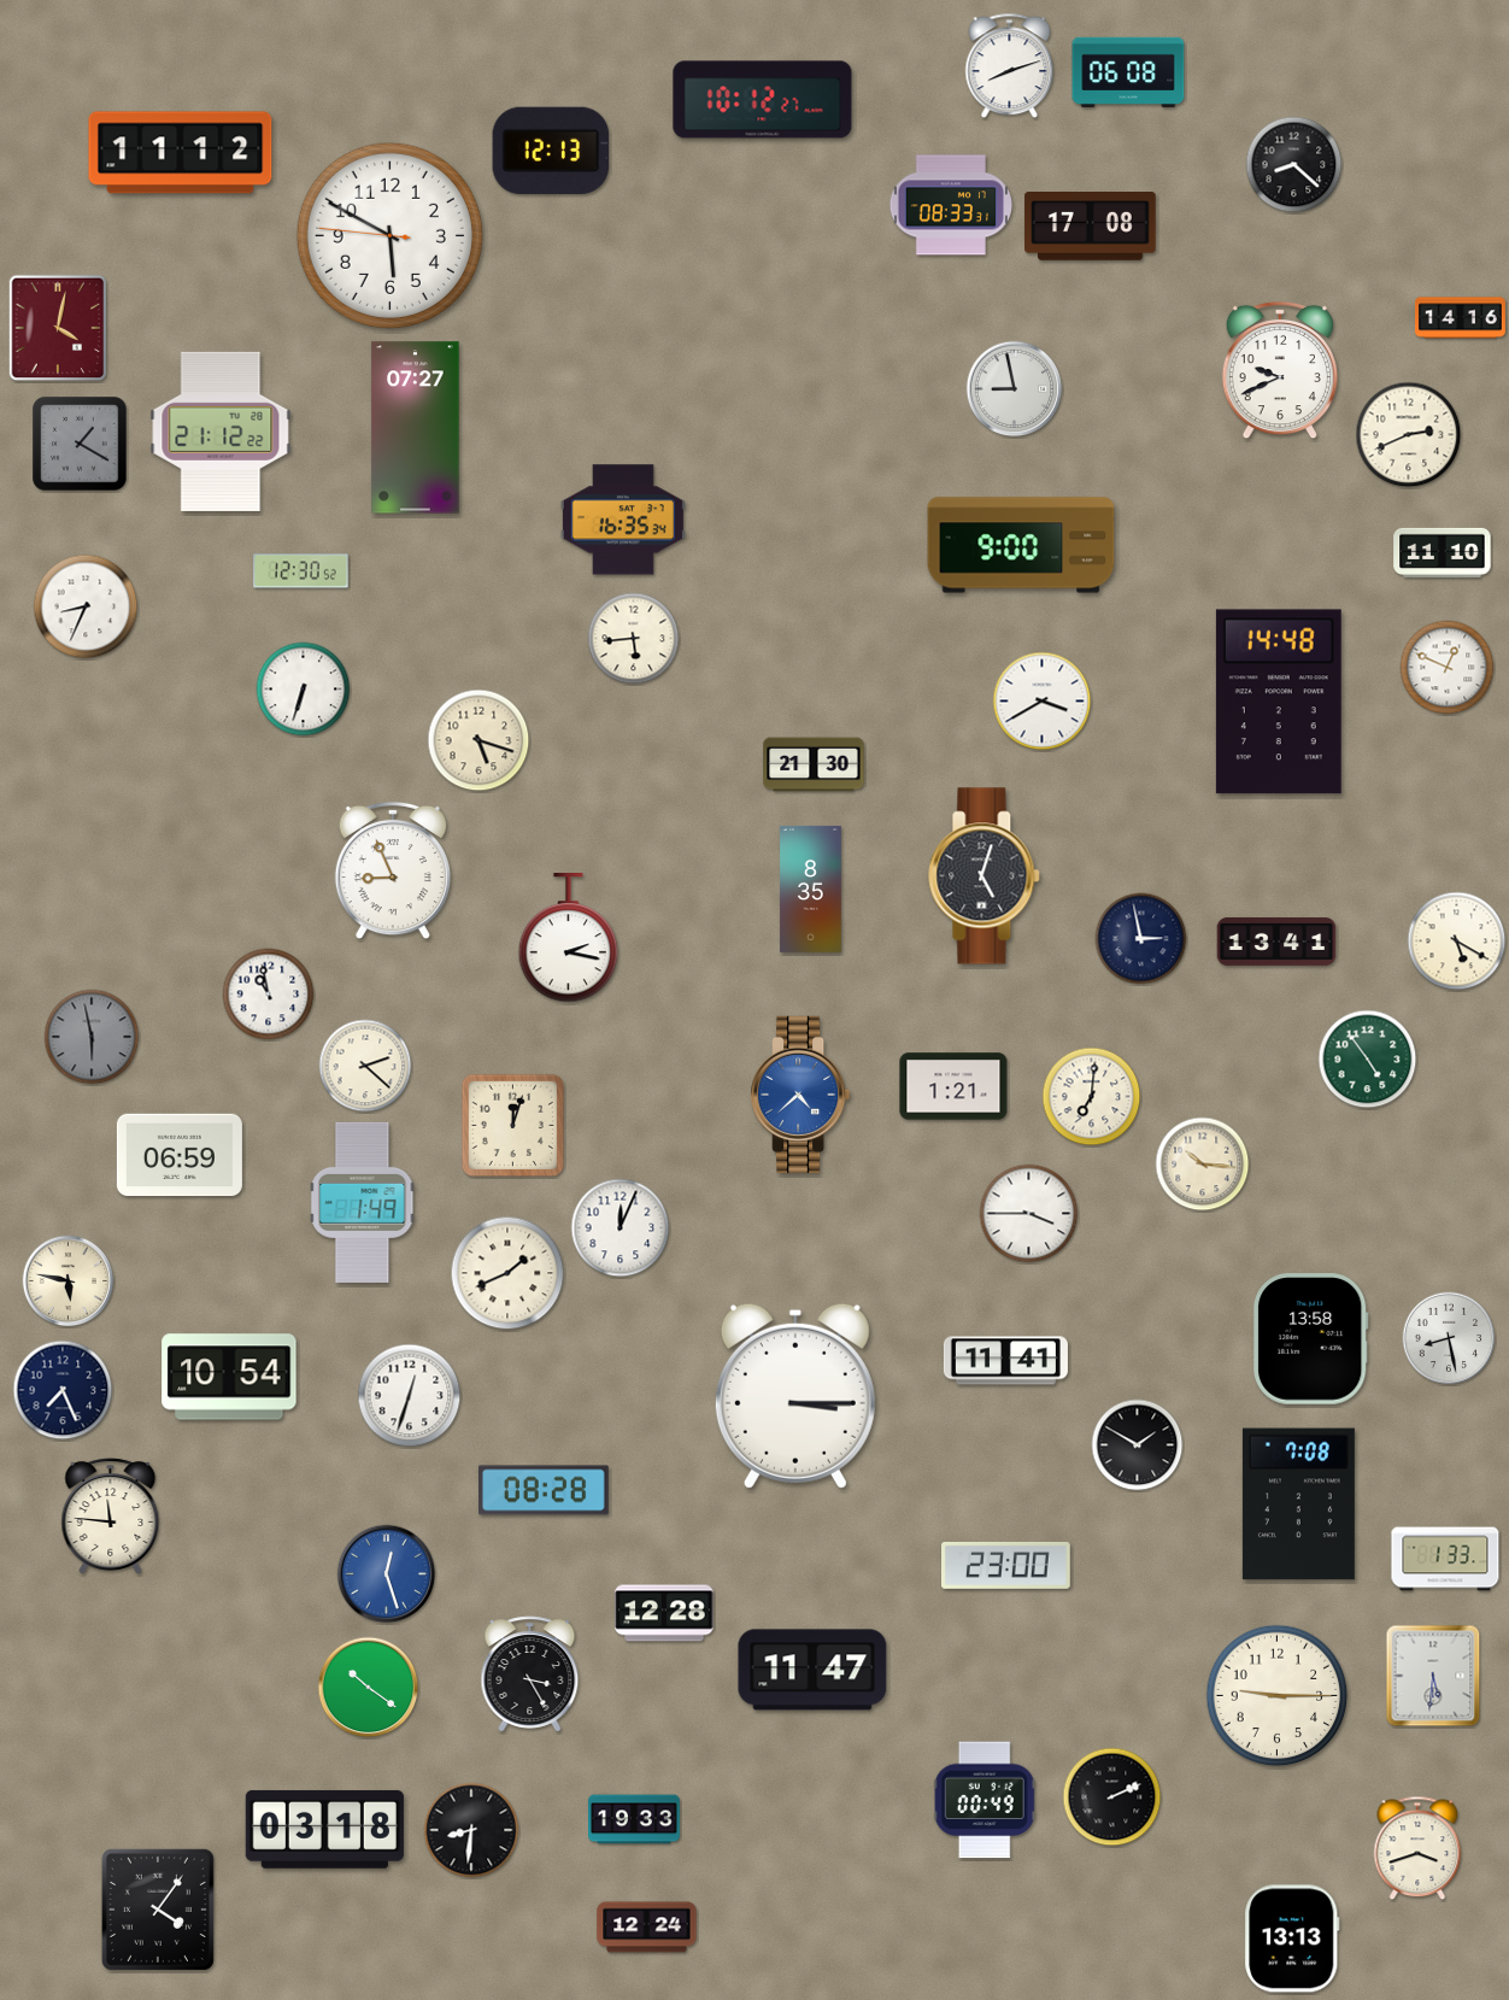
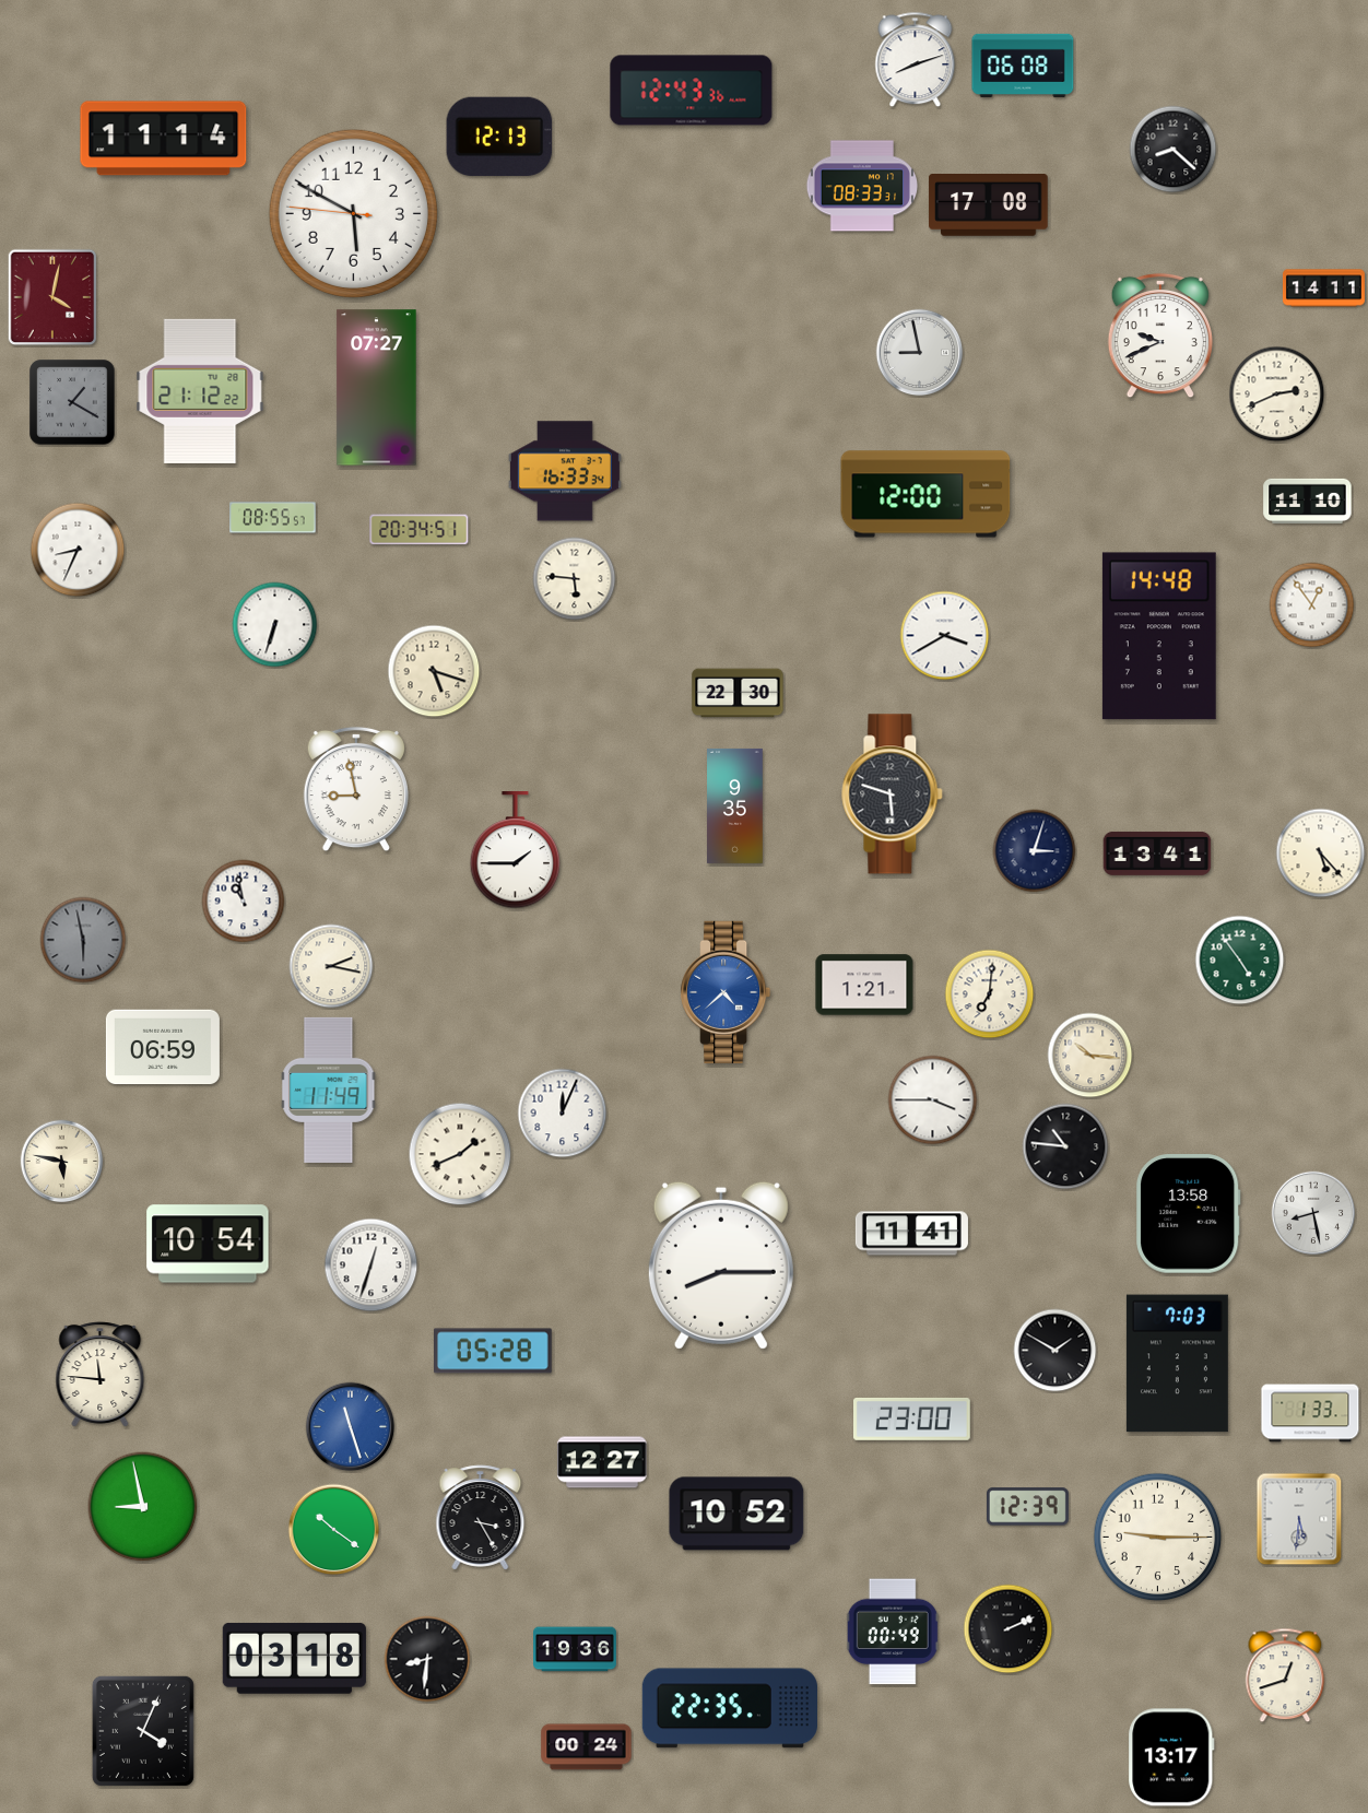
clock at (763, 100): 10:12 -> 12:43
clock at (181, 153): 11:12 -> 11:14
clock at (1460, 318): 14:16 -> 14:11
clock at (623, 520): 16:35 -> 16:33
clock at (1021, 545): 9:00 -> 12:00
clock at (301, 571): 12:30 -> 08:55
clock at (420, 530): none -> 20:34
clock at (634, 639): 5:44 -> 5:46
clock at (1448, 668): 12:49 -> 12:54
clock at (814, 764): 21:30 -> 22:30
clock at (392, 870): 8:56 -> 8:58
clock at (985, 876): 5:03 -> 5:48
clock at (811, 888): 8:35 -> 9:35
clock at (569, 938): 2:17 -> 1:45
clock at (1141, 939): 2:58 -> 3:03
clock at (1457, 942): 5:20 -> 5:23
clock at (365, 1066): 2:22 -> 2:17
clock at (512, 1125): 12:03 -> none
clock at (363, 1202): 1:49 -> 11:49
clock at (1065, 1146): none -> 10:46
clock at (229, 1377) position: (229, 1377) -> (208, 1244)
clock at (63, 1390): 7:26 -> none
clock at (795, 1396): 3:15 -> 8:15
clock at (1138, 1445) position: (1138, 1445) -> (1056, 1351)
clock at (545, 1490): 08:28 -> 05:28
clock at (1298, 1505): 7:08 -> 7:03
clock at (387, 1574): 12:27 -> 11:27
clock at (664, 1613): 12:28 -> 12:27
clock at (143, 1507): none -> 8:58
clock at (1027, 1507): none -> 12:39
clock at (812, 1670): 11:47 -> 10:52
clock at (635, 1819): 19:33 -> 19:36
clock at (1417, 1848): 3:42 -> 12:42
clock at (730, 1708): none -> 22:35
clock at (158, 1910): 4:06 -> 4:04
clock at (647, 1928): 12:24 -> 00:24
clock at (1292, 1939): 13:13 -> 13:17
